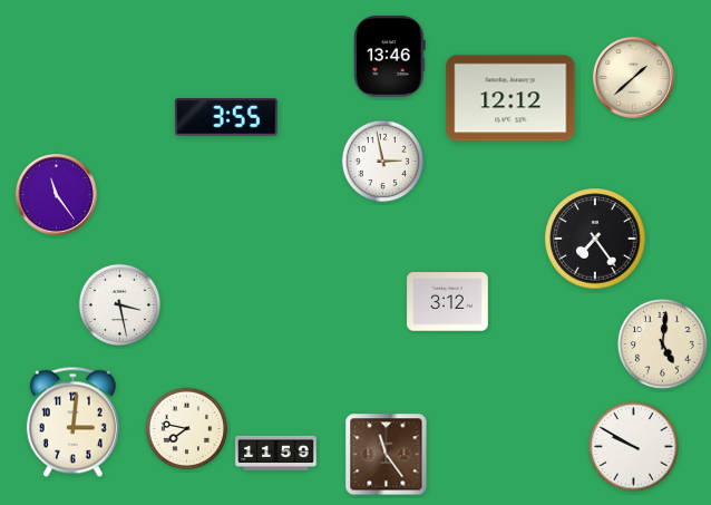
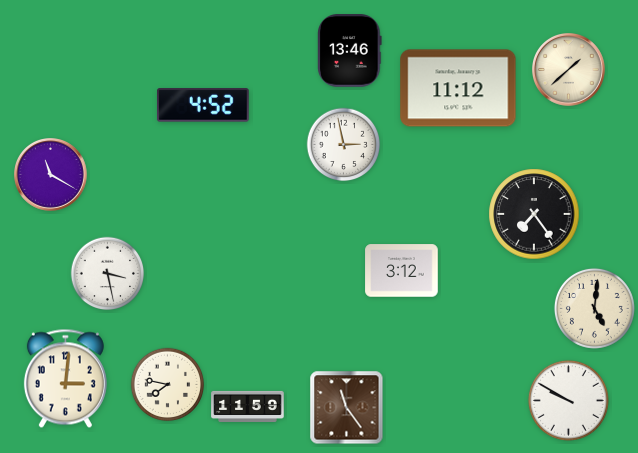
clock at (510, 98): 12:12 -> 11:12
clock at (226, 117): 3:55 -> 4:52
clock at (57, 195): 11:24 -> 11:20
